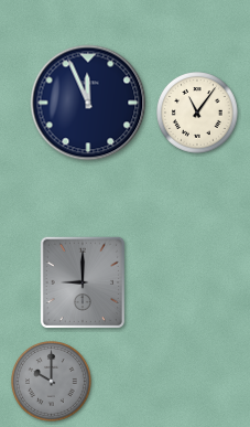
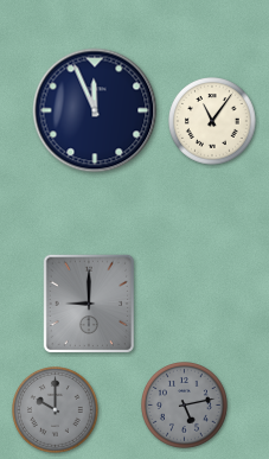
clock at (185, 406): none -> 5:13
